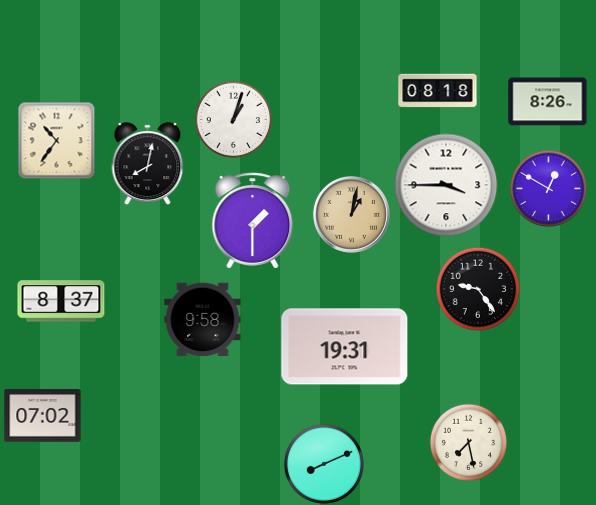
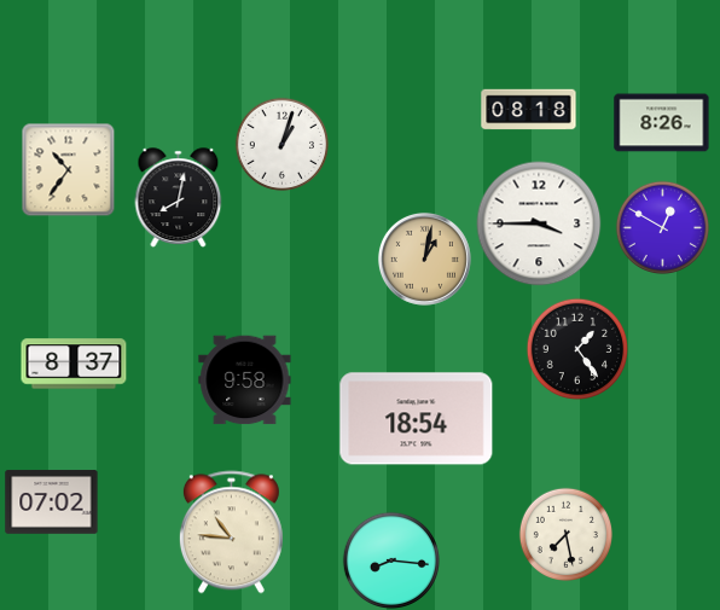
clock at (253, 221): 1:30 -> none
clock at (478, 289): 9:24 -> 1:24
clock at (203, 320) position: (203, 320) -> (245, 380)
clock at (345, 347): 19:31 -> 18:54
clock at (231, 533): none -> 10:46
clock at (323, 463): 8:11 -> 8:16
